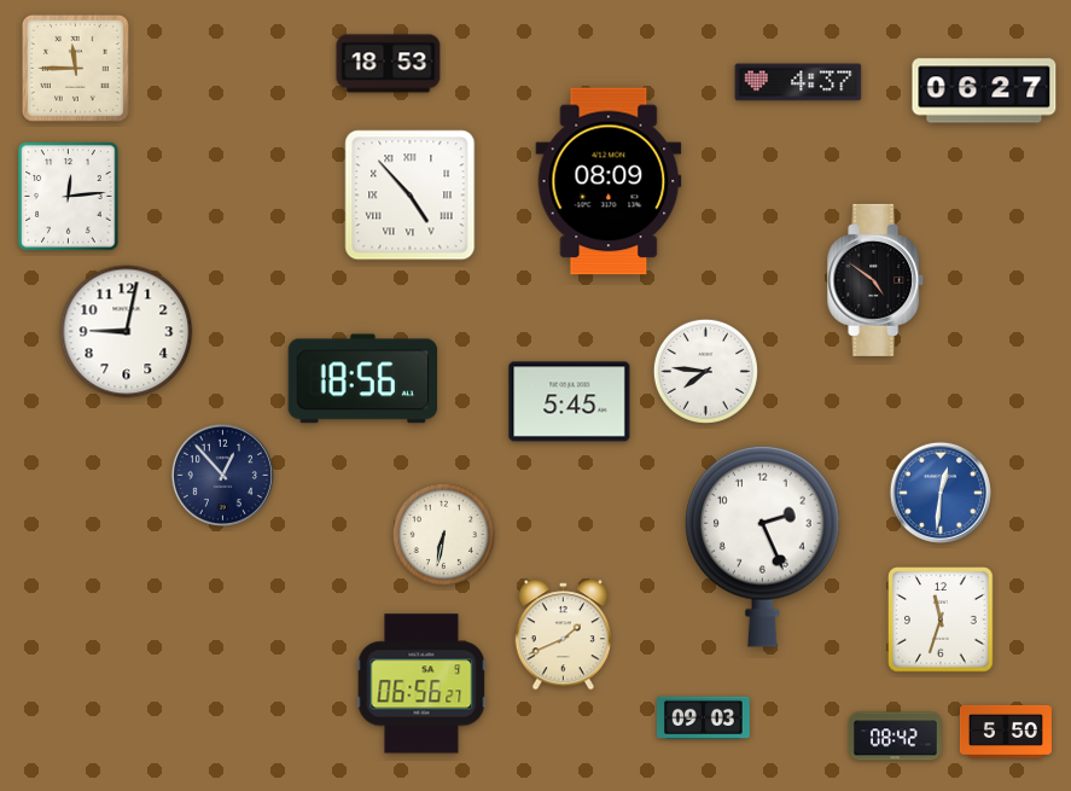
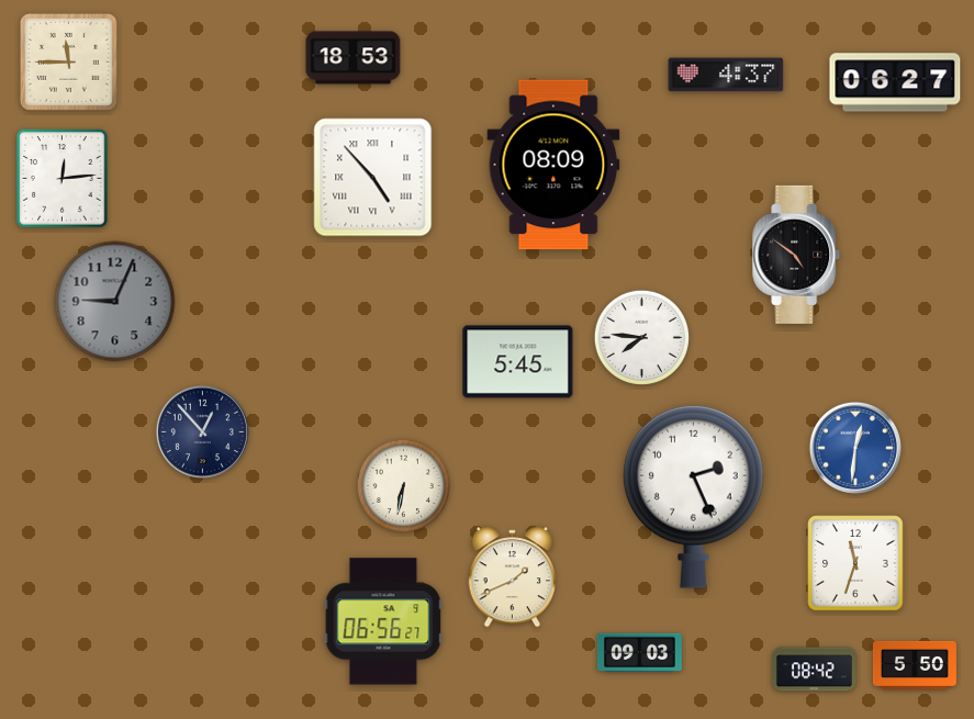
clock at (127, 332): 9:02 -> 9:04
clock at (127, 332) dial: white -> grey
clock at (362, 379): 18:56 -> none
clock at (570, 402) position: (570, 402) -> (518, 362)
